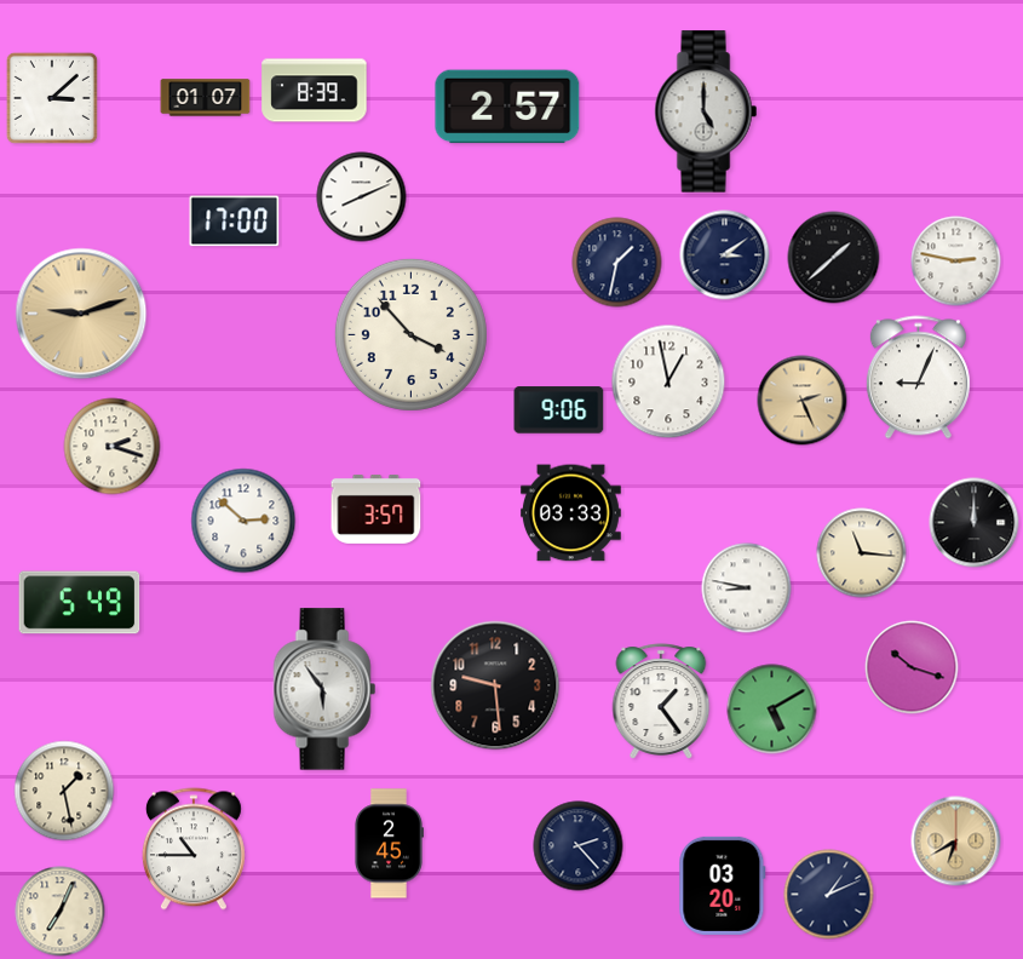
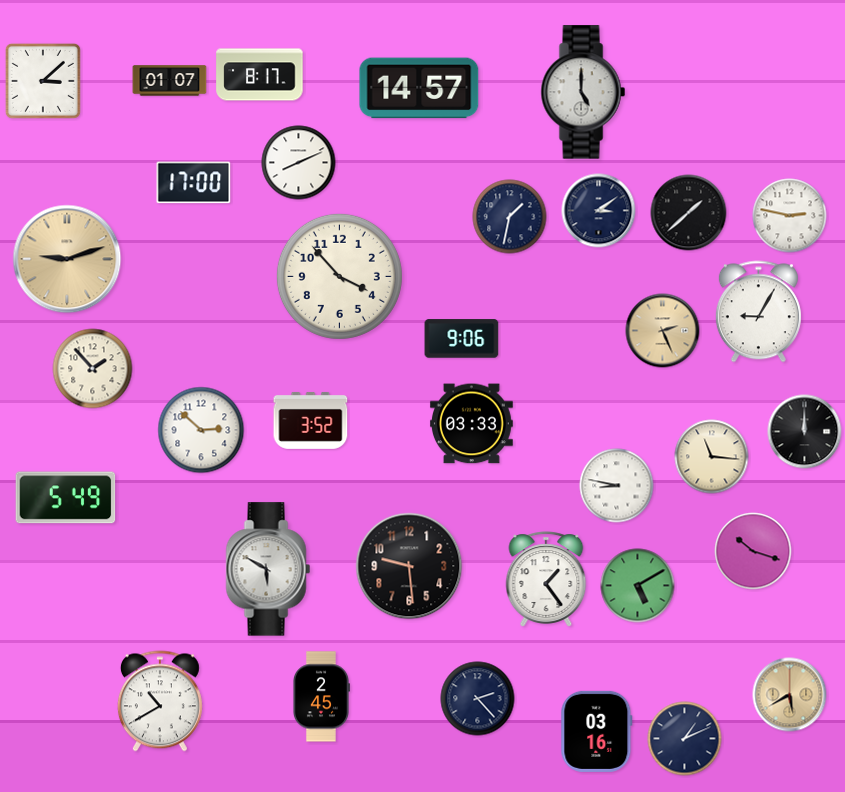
clock at (315, 91): 8:39 -> 8:17
clock at (507, 107): 2:57 -> 14:57
clock at (918, 378): 9:04 -> 9:05
clock at (668, 381): 12:58 -> none
clock at (113, 447): 2:18 -> 1:53
clock at (377, 509): 3:57 -> 3:52
clock at (324, 689): 5:54 -> 5:50
clock at (64, 791): 1:28 -> none
clock at (956, 842): 6:40 -> 5:40
clock at (194, 849): 10:45 -> 10:40
clock at (723, 885): 03:20 -> 03:16
clock at (61, 912): 7:04 -> none
